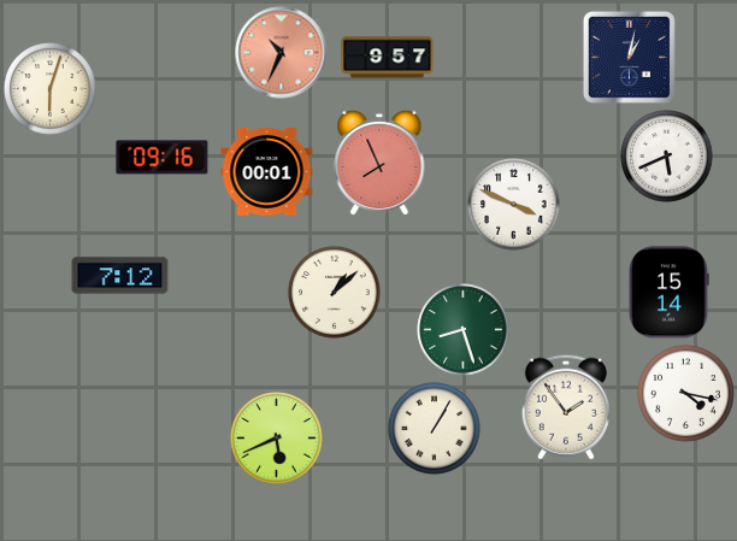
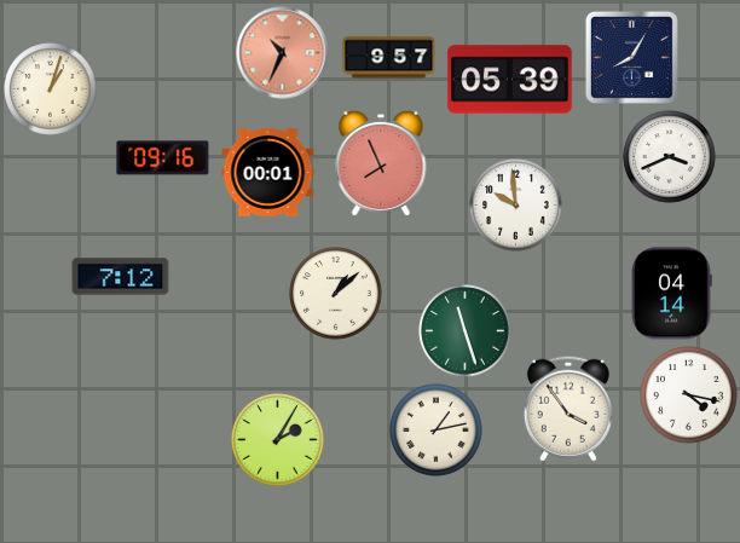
clock at (629, 57): 1:02 -> 8:05
clock at (510, 80): none -> 05:39
clock at (51, 89): 6:03 -> 1:03
clock at (667, 157): 5:41 -> 3:41
clock at (514, 205): 3:49 -> 9:59
clock at (668, 293): 15:14 -> 04:14
clock at (464, 330): 8:27 -> 11:27
clock at (566, 407): 1:54 -> 3:54
clock at (435, 429): 1:05 -> 1:13
clock at (277, 439): 5:41 -> 2:05
